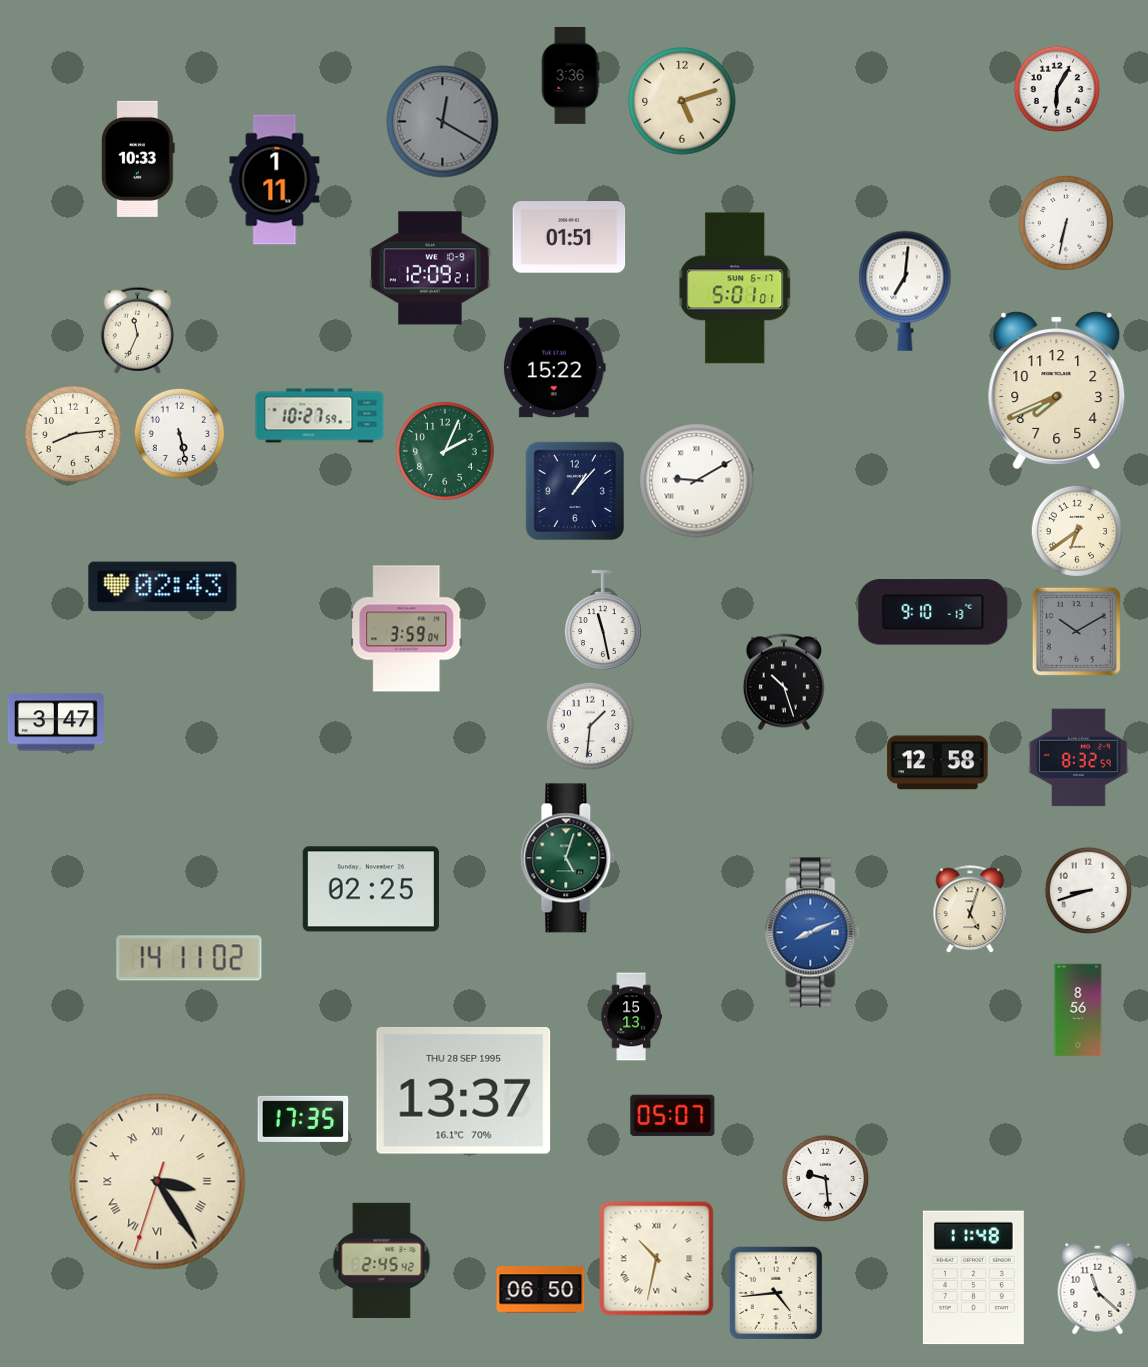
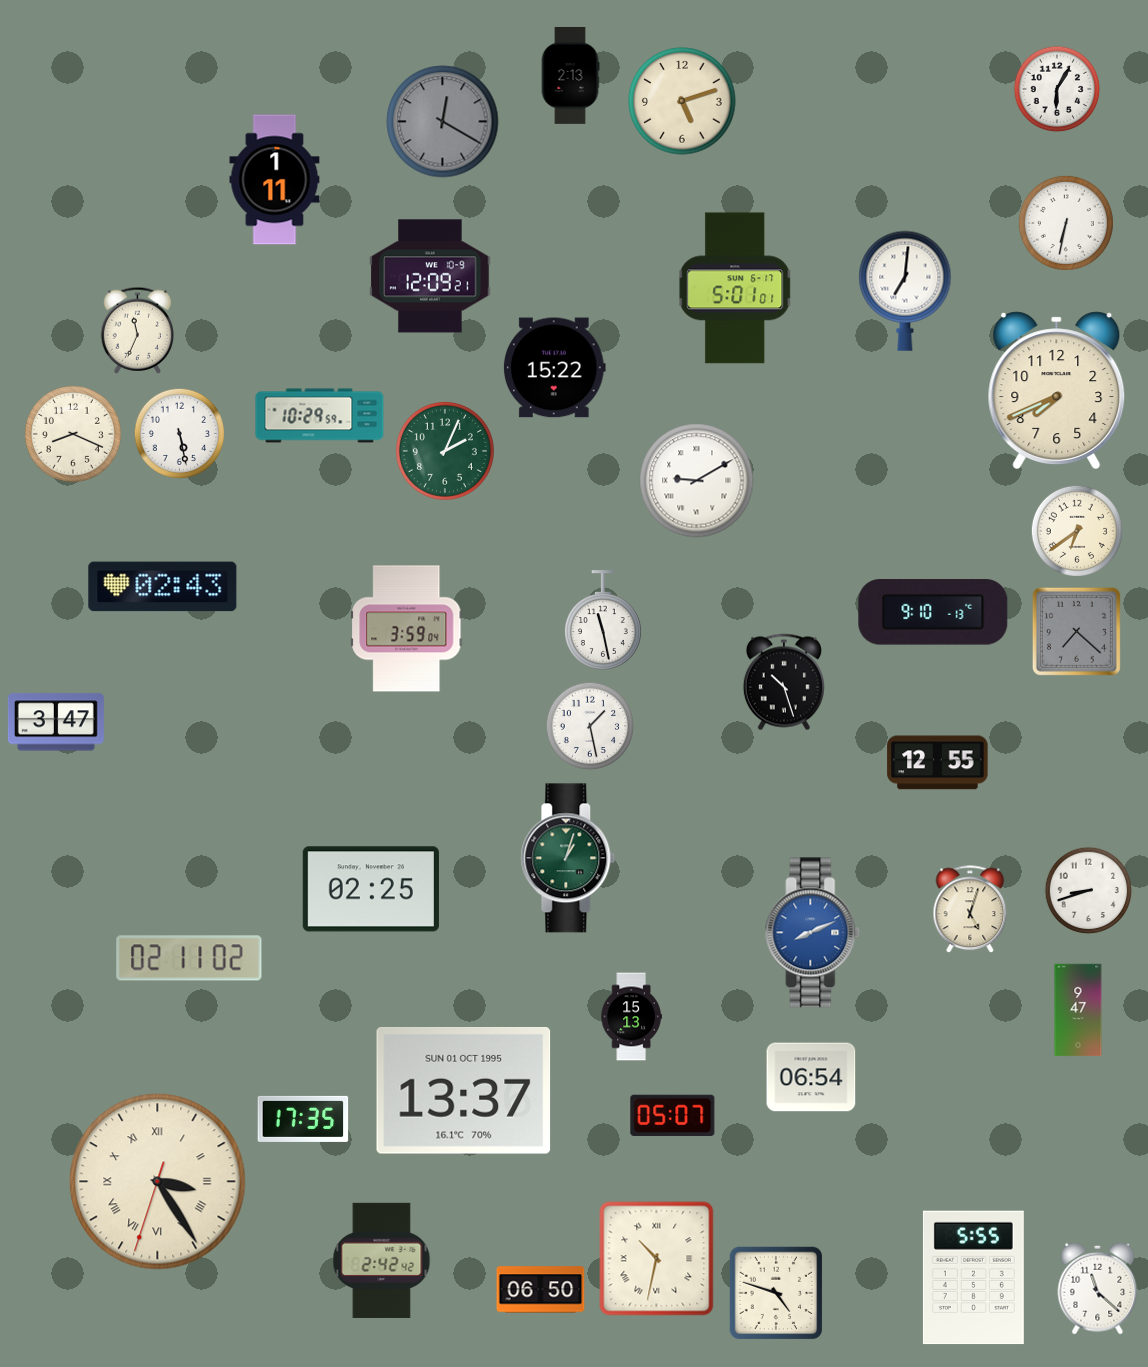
clock at (570, 75): 3:36 -> 2:13
clock at (139, 159): 10:33 -> none
clock at (569, 237): 01:51 -> none
clock at (430, 268) position: (430, 268) -> (430, 276)
clock at (320, 416): 10:27 -> 10:29
clock at (73, 434): 8:14 -> 8:19
clock at (575, 491): 1:07 -> none
clock at (1076, 631): 10:10 -> 7:22
clock at (590, 726): 1:31 -> 1:28
clock at (1079, 758): 8:32 -> none
clock at (938, 763): 12:58 -> 12:55
clock at (568, 858): 5:03 -> 1:03
clock at (189, 958): 14:11 -> 02:11
clock at (1078, 1010): 8:56 -> 9:47
clock at (811, 1077): none -> 06:54
clock at (464, 1091) date: THU 28 SEP 1995 -> SUN 01 OCT 1995
clock at (826, 1179): 9:29 -> none
clock at (382, 1260): 2:45 -> 2:42
clock at (973, 1278): 11:48 -> 5:55
clock at (776, 1293): 4:44 -> 4:48
